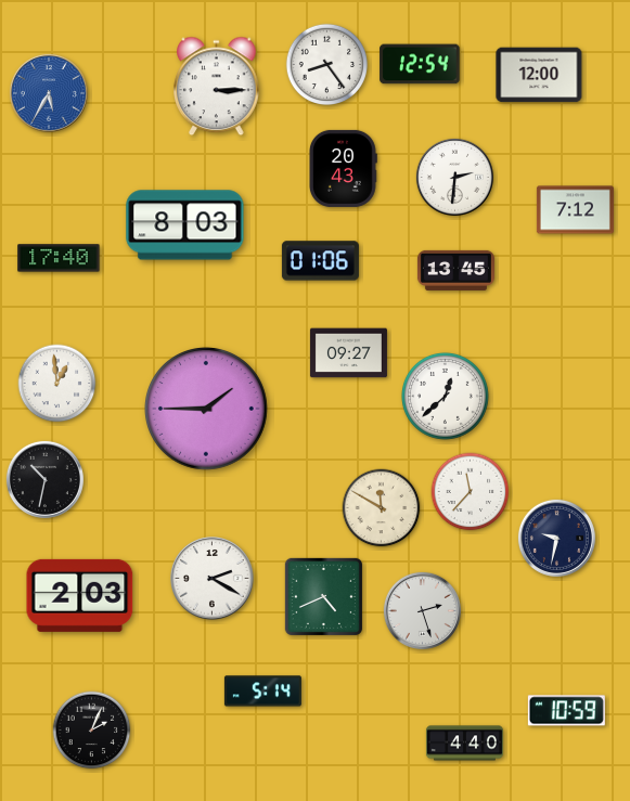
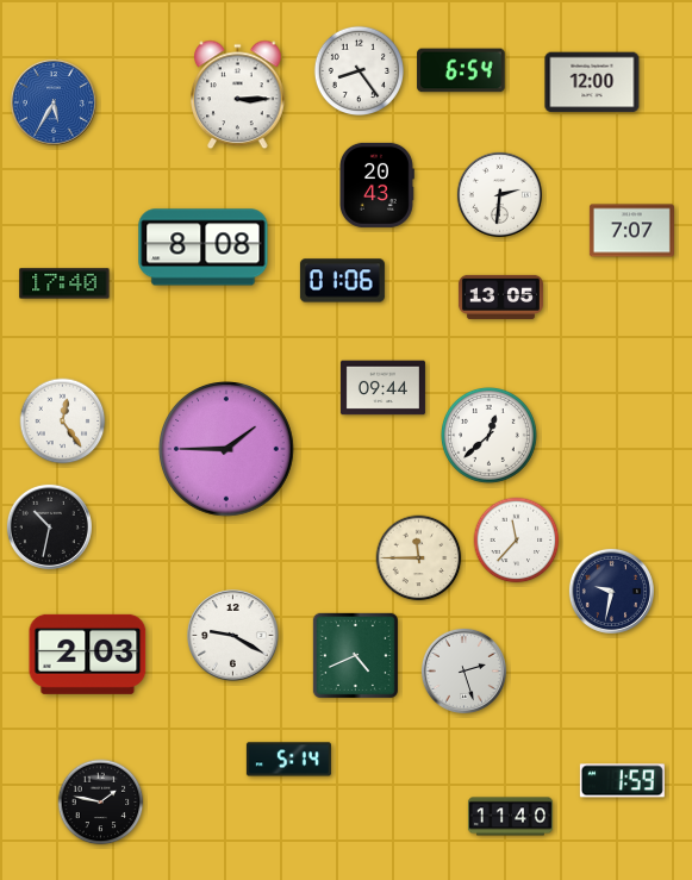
clock at (420, 64): 12:54 -> 6:54
clock at (575, 210): 7:12 -> 7:07
clock at (185, 225): 8:03 -> 8:08
clock at (320, 261) position: (320, 261) -> (342, 281)
clock at (455, 270): 13:45 -> 13:05
clock at (348, 353): 09:27 -> 09:44
clock at (57, 384): 12:59 -> 12:24
clock at (382, 508): 11:50 -> 11:45
clock at (213, 579): 2:20 -> 9:20
clock at (566, 711): 10:59 -> 1:59
clock at (92, 731): 2:04 -> 1:47
clock at (464, 744): 4:40 -> 11:40
